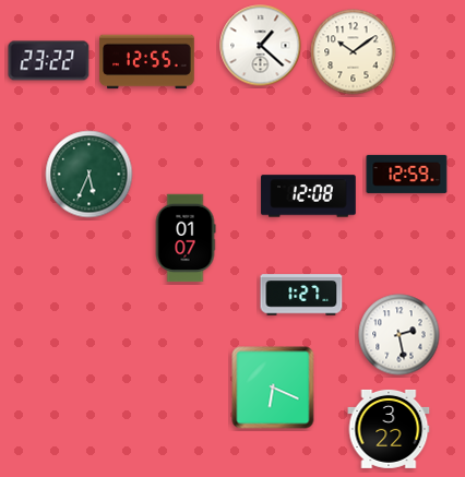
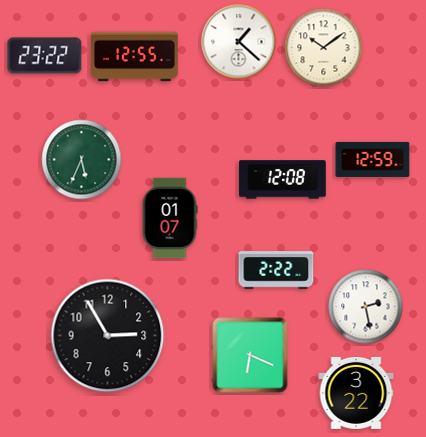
clock at (301, 295): 1:27 -> 2:22
clock at (108, 336): none -> 2:55
